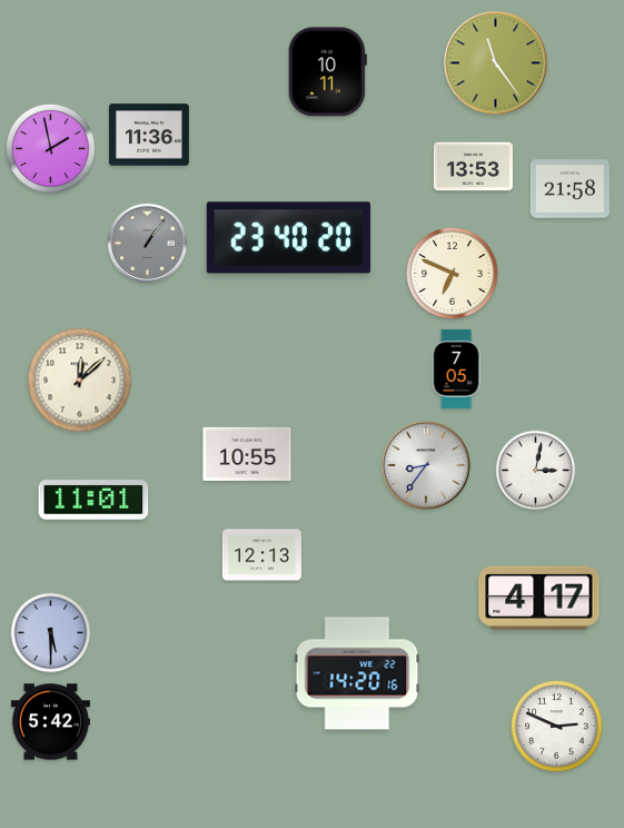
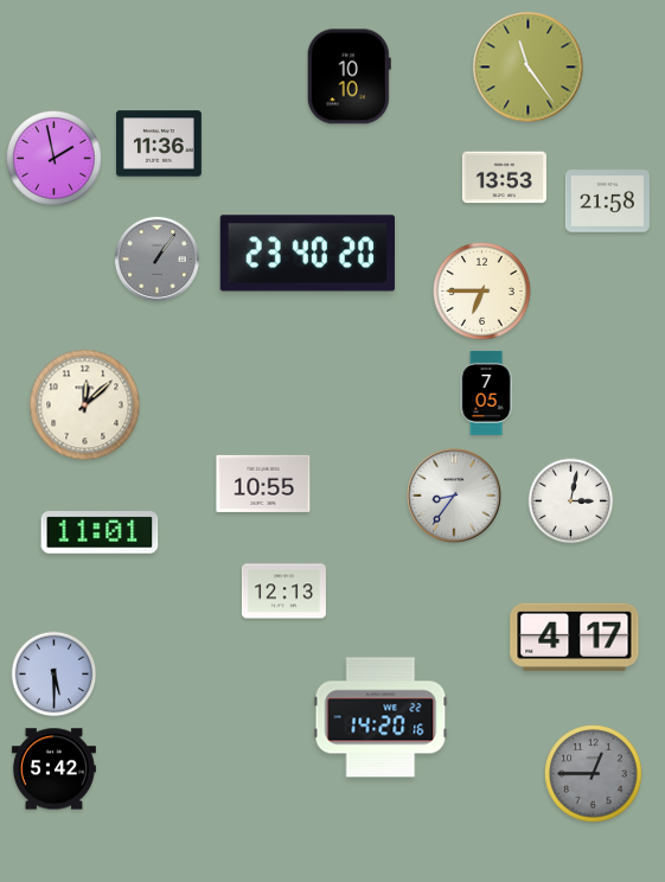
clock at (327, 72): 10:11 -> 10:10
clock at (453, 274): 6:49 -> 6:45
clock at (261, 555) position: (261, 555) -> (283, 592)
clock at (557, 727): 2:49 -> 12:45
clock at (557, 727) dial: white -> grey
